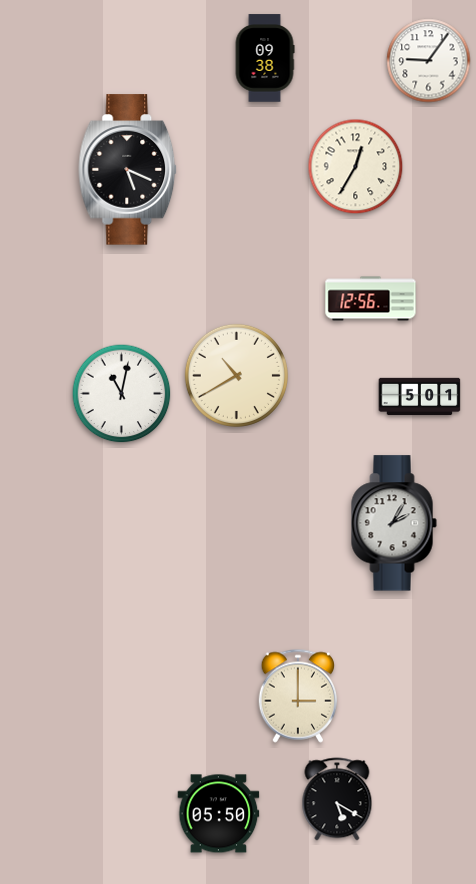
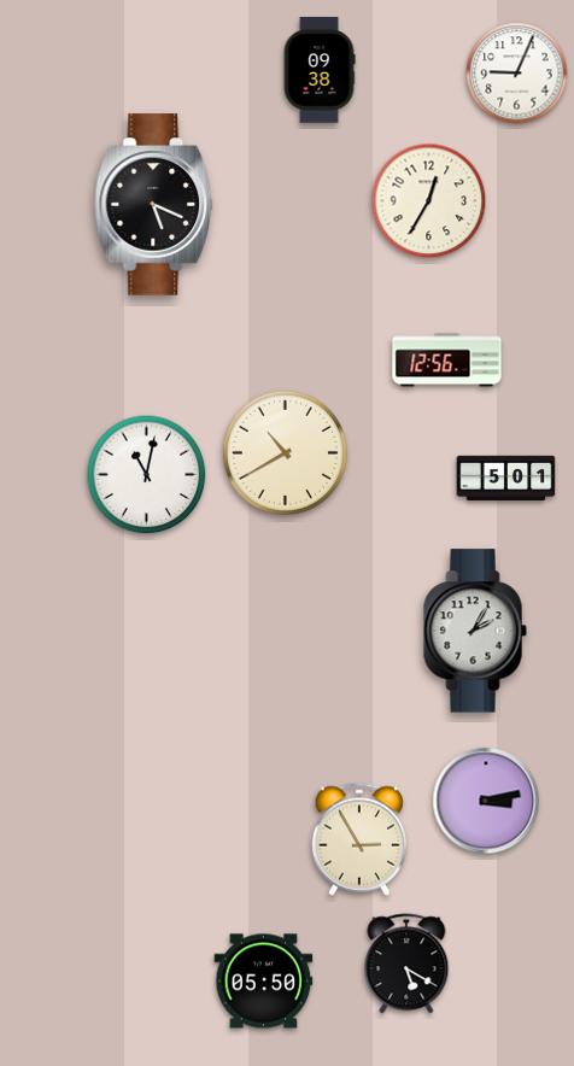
clock at (429, 61): 9:06 -> 9:04
clock at (486, 801): none -> 3:13
clock at (298, 696): 3:00 -> 2:55
